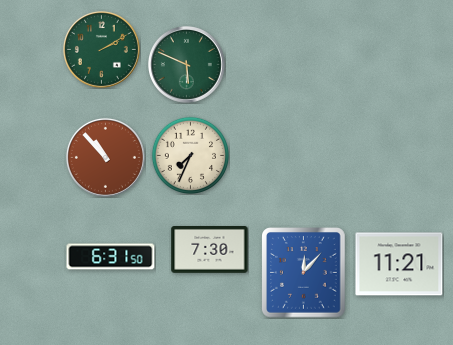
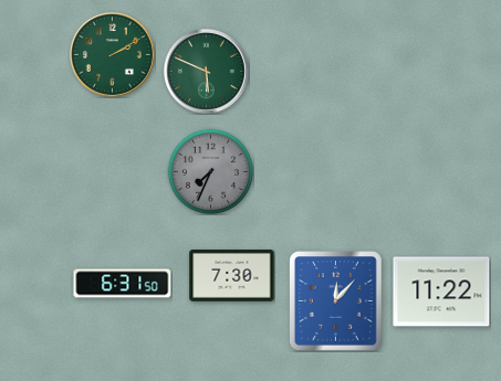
clock at (190, 155) dial: cream -> grey
clock at (105, 157): 10:53 -> none
clock at (399, 264): 11:21 -> 11:22
